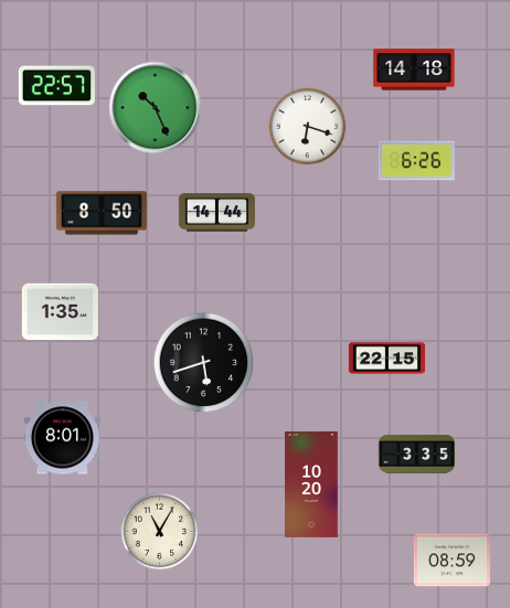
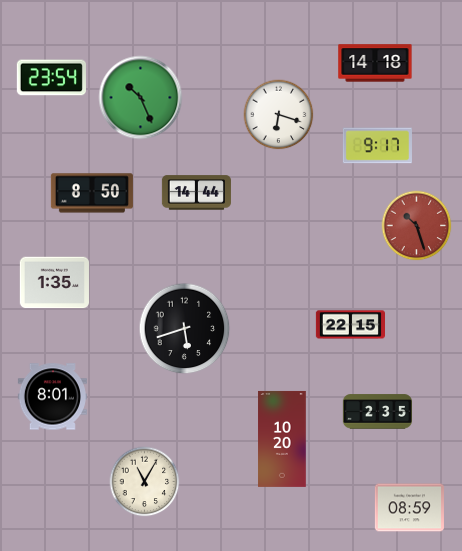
clock at (56, 86): 22:57 -> 23:54
clock at (416, 161): 6:26 -> 9:17
clock at (417, 226): none -> 10:27
clock at (62, 438) position: (62, 438) -> (52, 397)
clock at (416, 455): 3:35 -> 2:35
